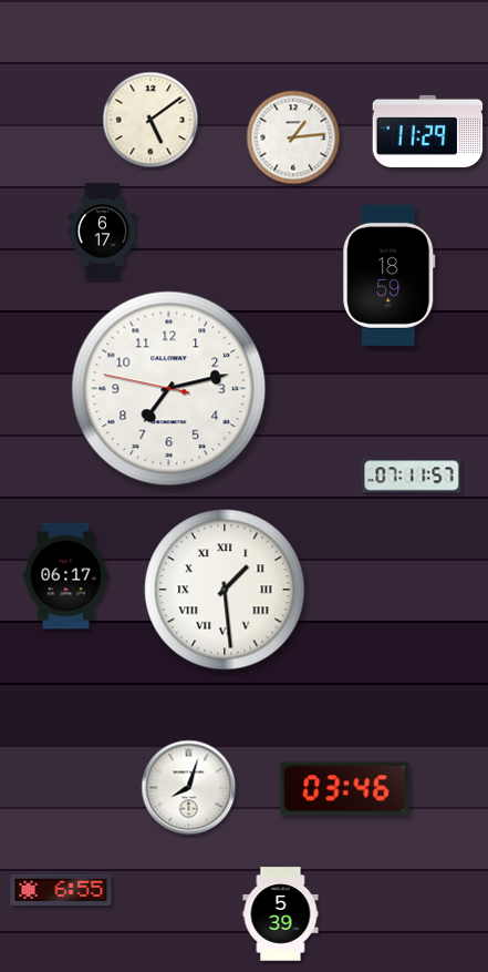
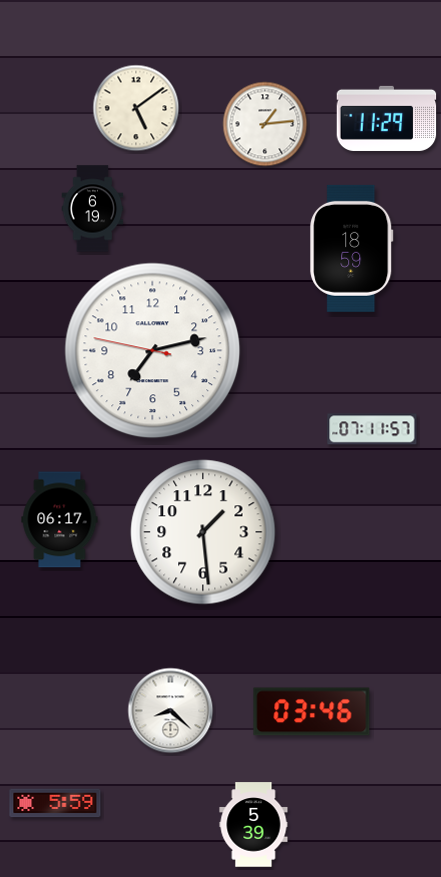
clock at (103, 232): 6:17 -> 6:19
clock at (225, 590) numerals: Roman -> Arabic
clock at (189, 788): 8:03 -> 8:22
clock at (61, 890): 6:55 -> 5:59
